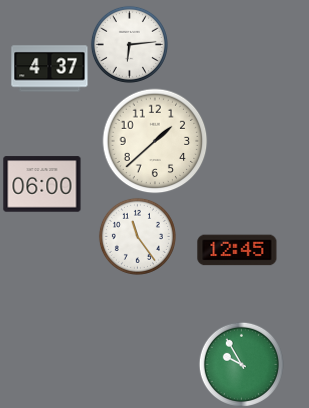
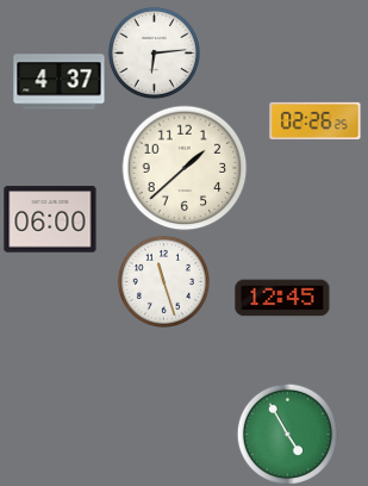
clock at (316, 120): none -> 02:26
clock at (137, 236): 11:24 -> 11:27
clock at (241, 364): 9:55 -> 4:55
